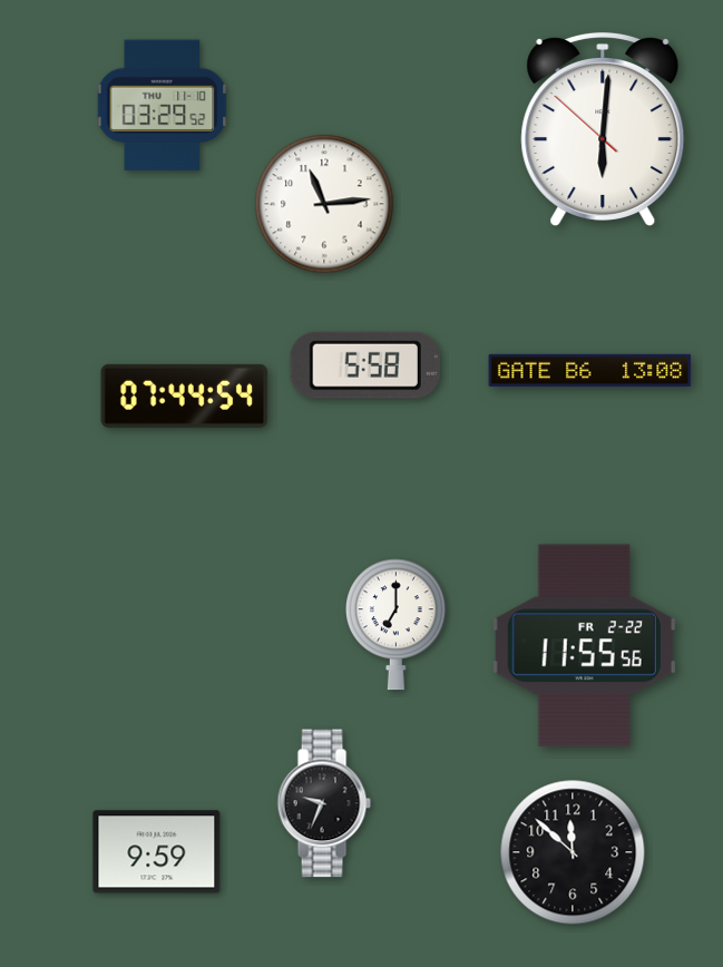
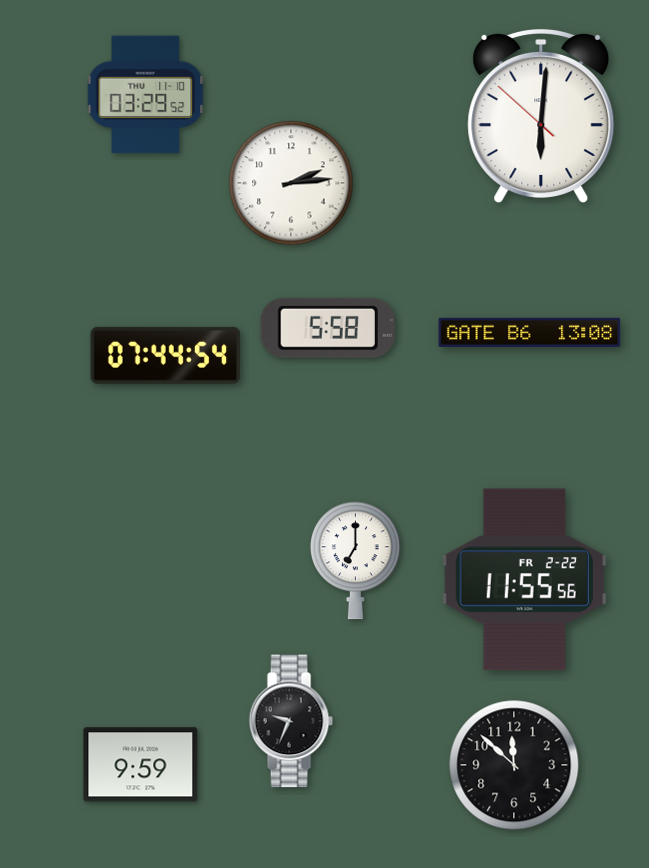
clock at (324, 204): 11:14 -> 2:14
